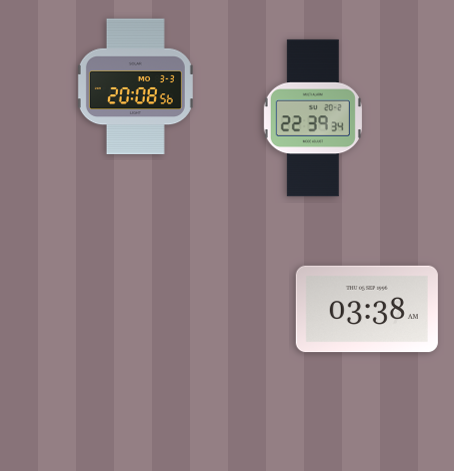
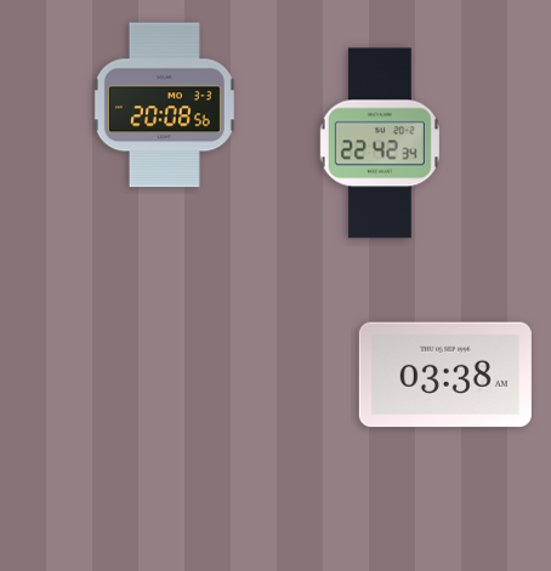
clock at (313, 118): 22:39 -> 22:42
